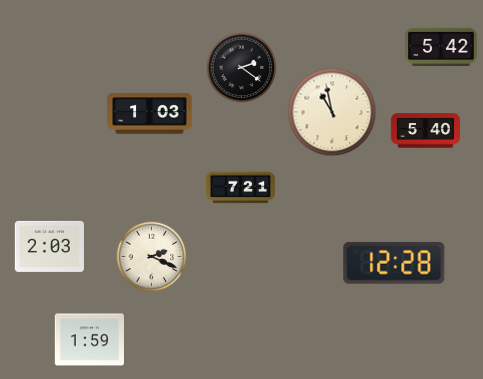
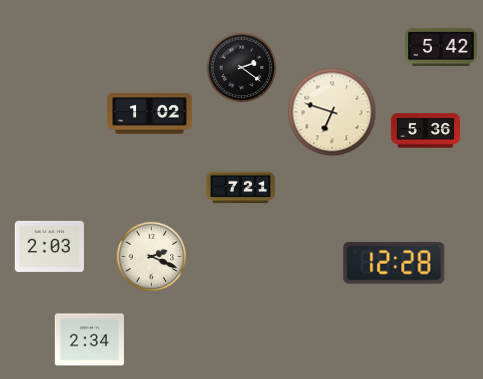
clock at (332, 112): 10:58 -> 6:48
clock at (150, 114): 1:03 -> 1:02
clock at (425, 131): 5:40 -> 5:36
clock at (89, 340): 1:59 -> 2:34
